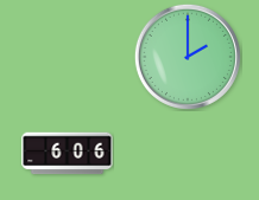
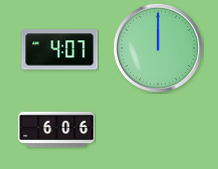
clock at (188, 57): 2:00 -> 12:00
clock at (60, 50): none -> 4:07
